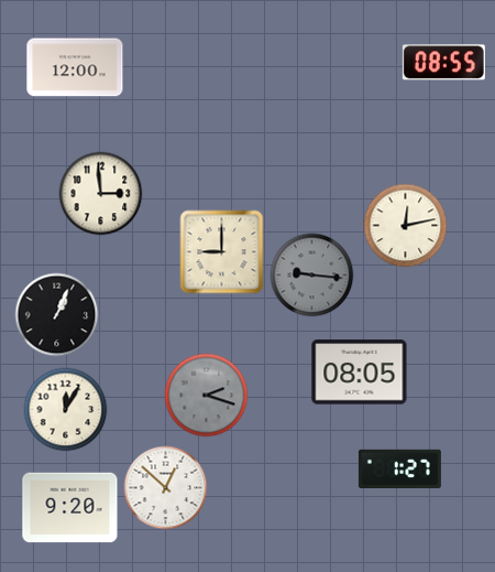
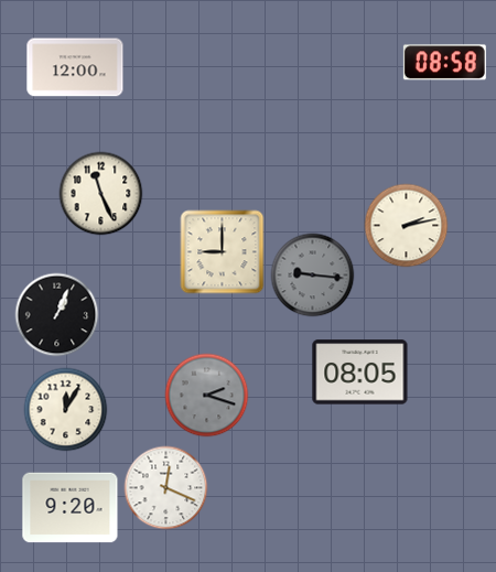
clock at (443, 63): 08:55 -> 08:58
clock at (101, 194): 2:59 -> 11:26
clock at (406, 226): 12:13 -> 2:13
clock at (399, 468): 1:27 -> none
clock at (166, 488): 12:52 -> 12:19
